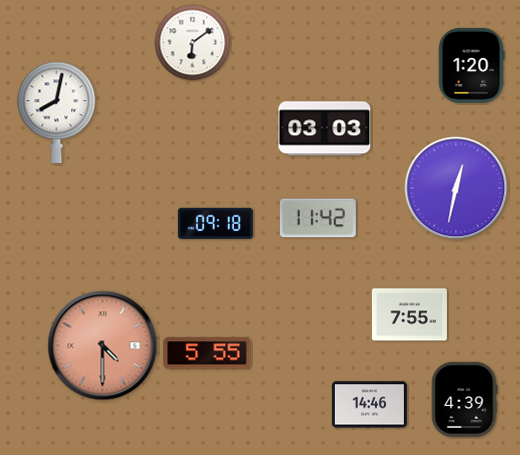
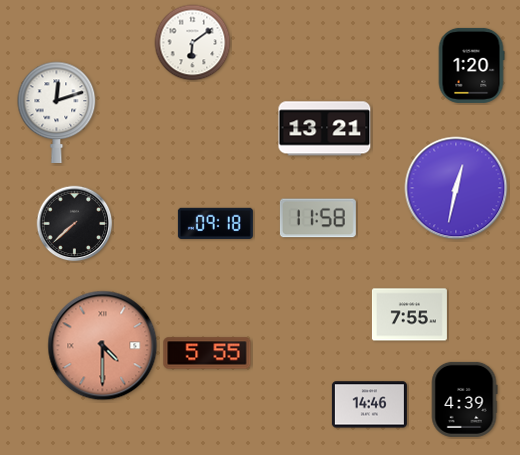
clock at (57, 112): 8:02 -> 12:12
clock at (325, 129): 03:03 -> 13:21
clock at (318, 218): 11:42 -> 11:58
clock at (75, 224): none -> 7:38
